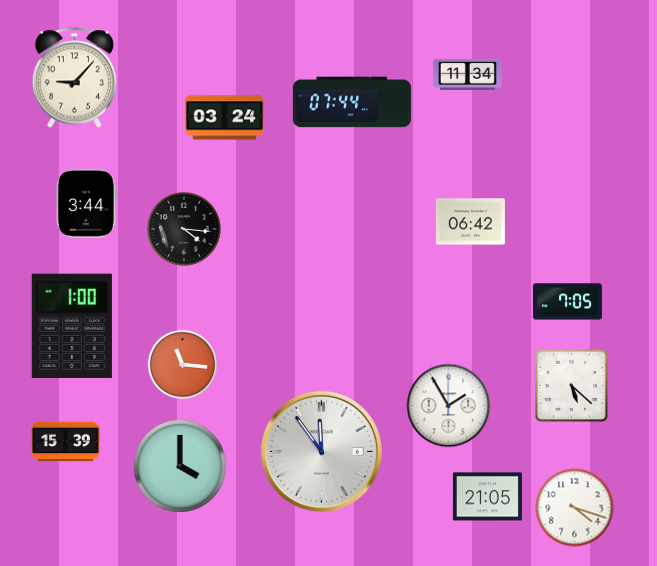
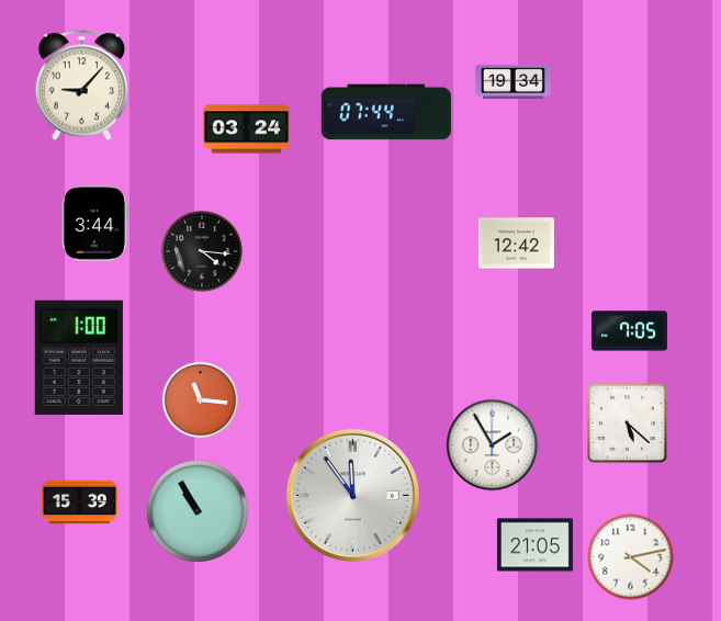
clock at (467, 74): 11:34 -> 19:34
clock at (470, 222): 06:42 -> 12:42
clock at (567, 302) position: (567, 302) -> (629, 331)
clock at (65, 442) position: (65, 442) -> (79, 503)
clock at (180, 466): 4:00 -> 10:55
clock at (575, 508): 4:18 -> 4:13
